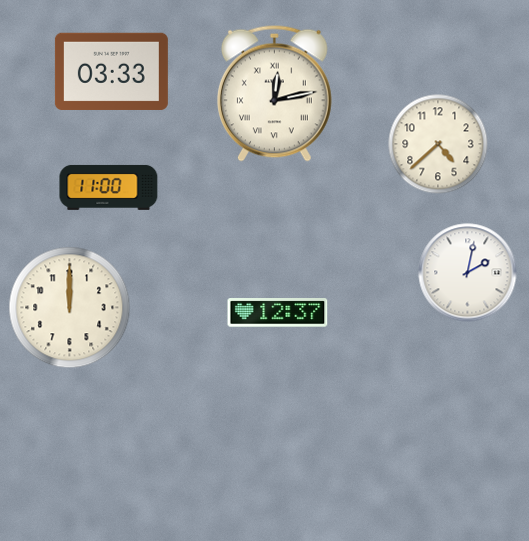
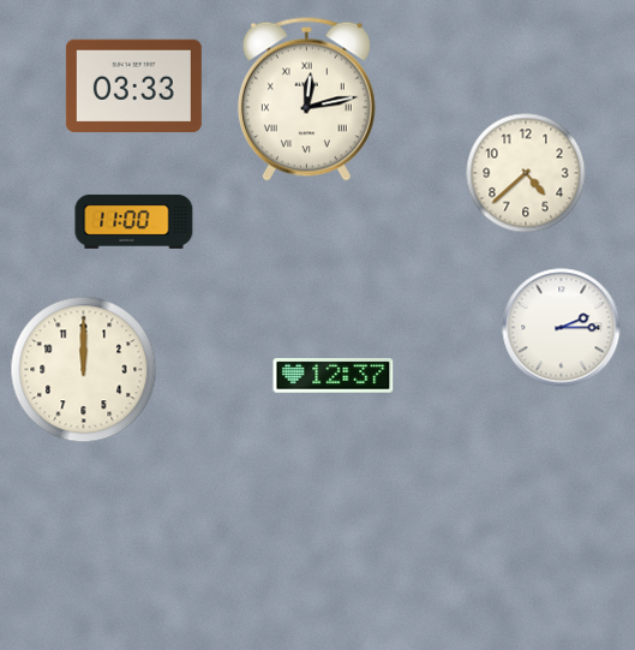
clock at (274, 93) position: (274, 93) -> (306, 99)
clock at (109, 187) position: (109, 187) -> (134, 221)
clock at (468, 273): 2:02 -> 2:15
